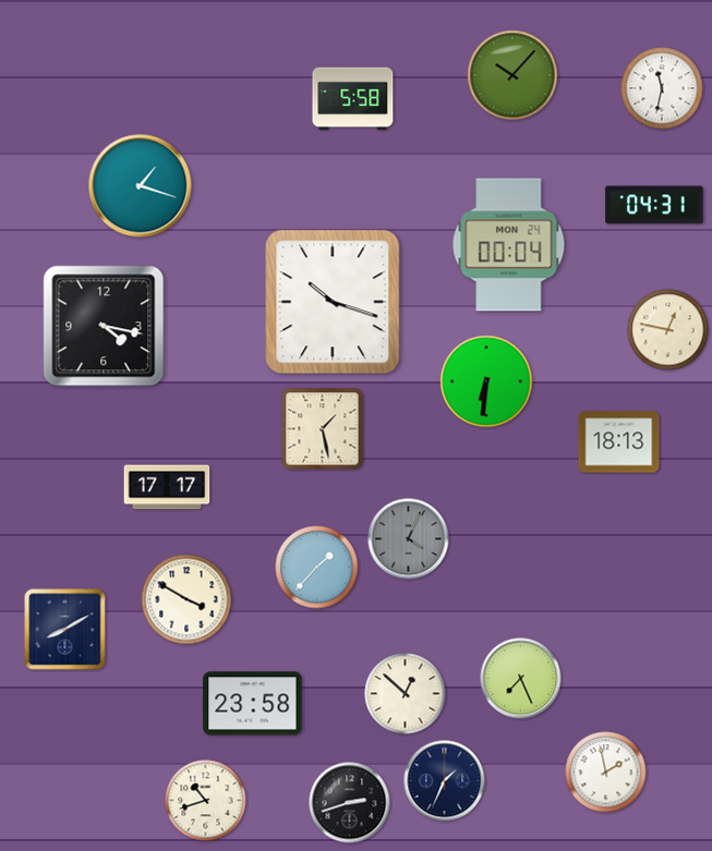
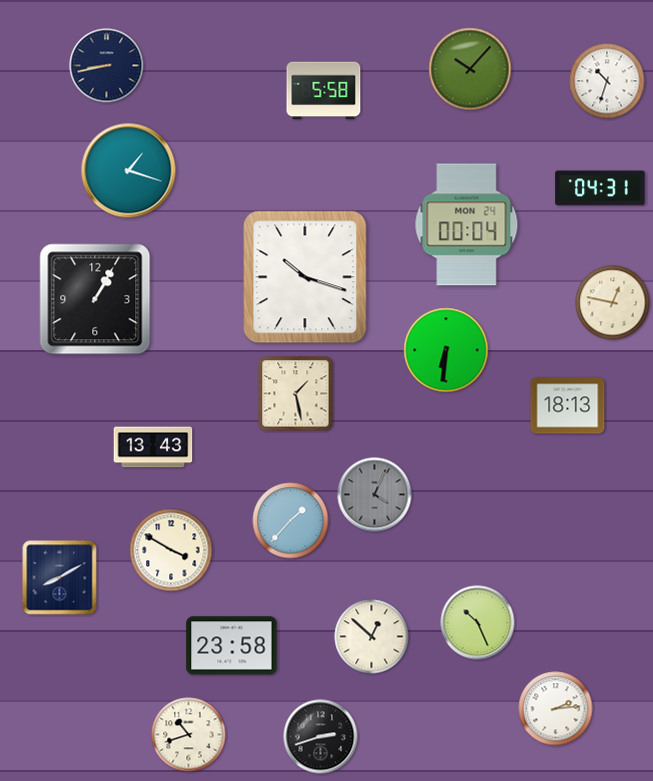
clock at (107, 66): none -> 8:43
clock at (662, 88): 11:32 -> 10:33
clock at (104, 326): 4:17 -> 1:05
clock at (167, 487): 17:17 -> 13:43
clock at (521, 679): 7:26 -> 10:26
clock at (606, 773): 1:58 -> 2:14
clock at (445, 781): 1:34 -> none
